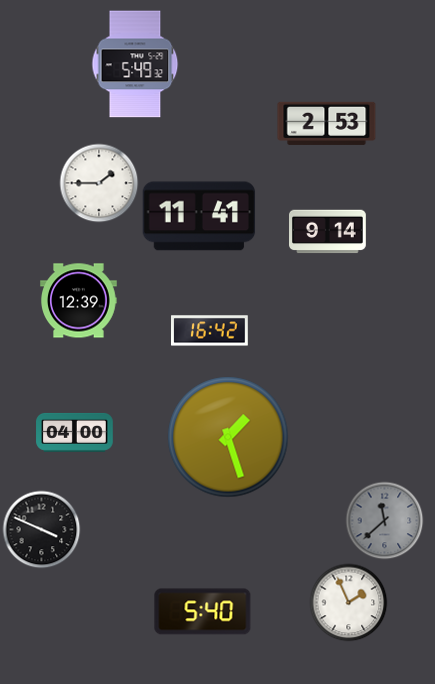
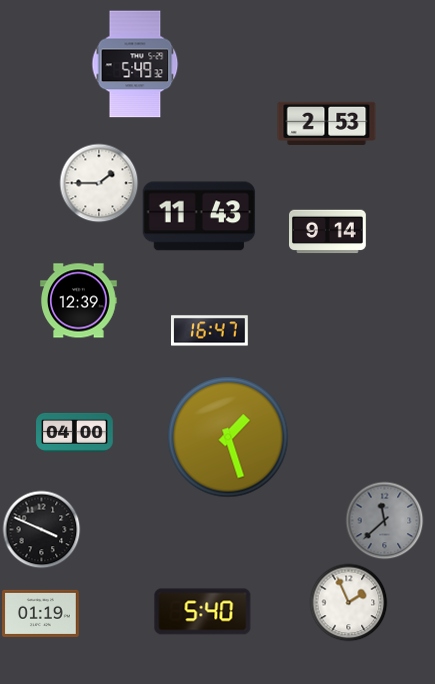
clock at (199, 216): 11:41 -> 11:43
clock at (210, 331): 16:42 -> 16:47
clock at (41, 613): none -> 01:19
